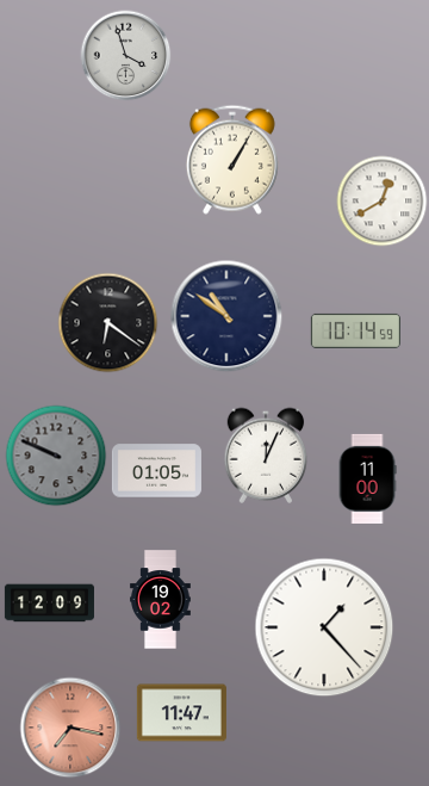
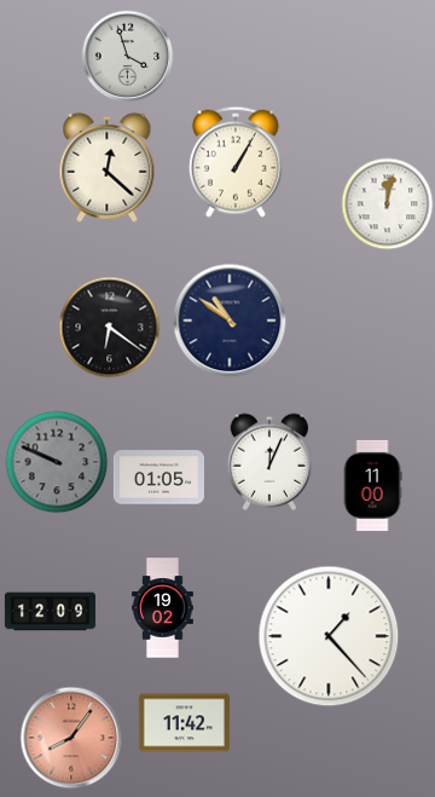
clock at (108, 167): none -> 12:22
clock at (383, 202): 12:40 -> 12:02
clock at (355, 330): 10:14 -> none
clock at (181, 713): 11:47 -> 11:42
clock at (70, 728): 7:17 -> 8:06
